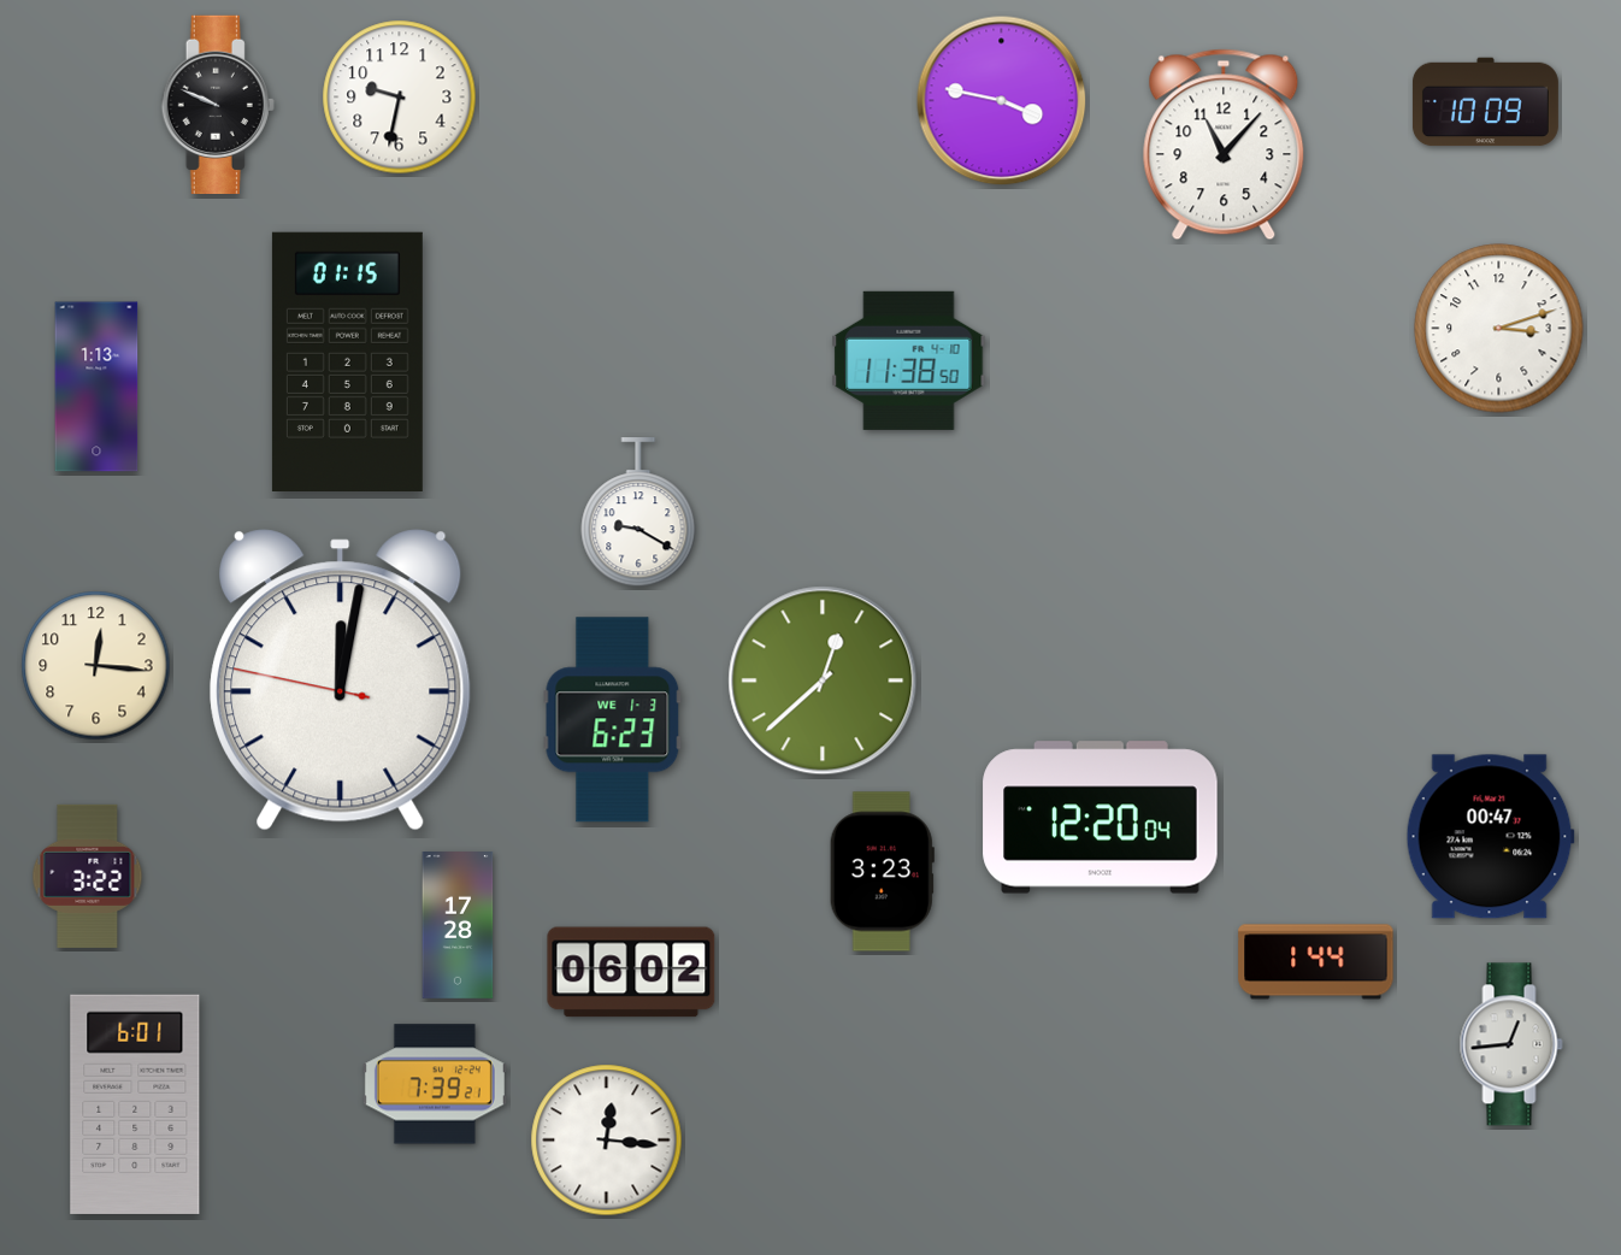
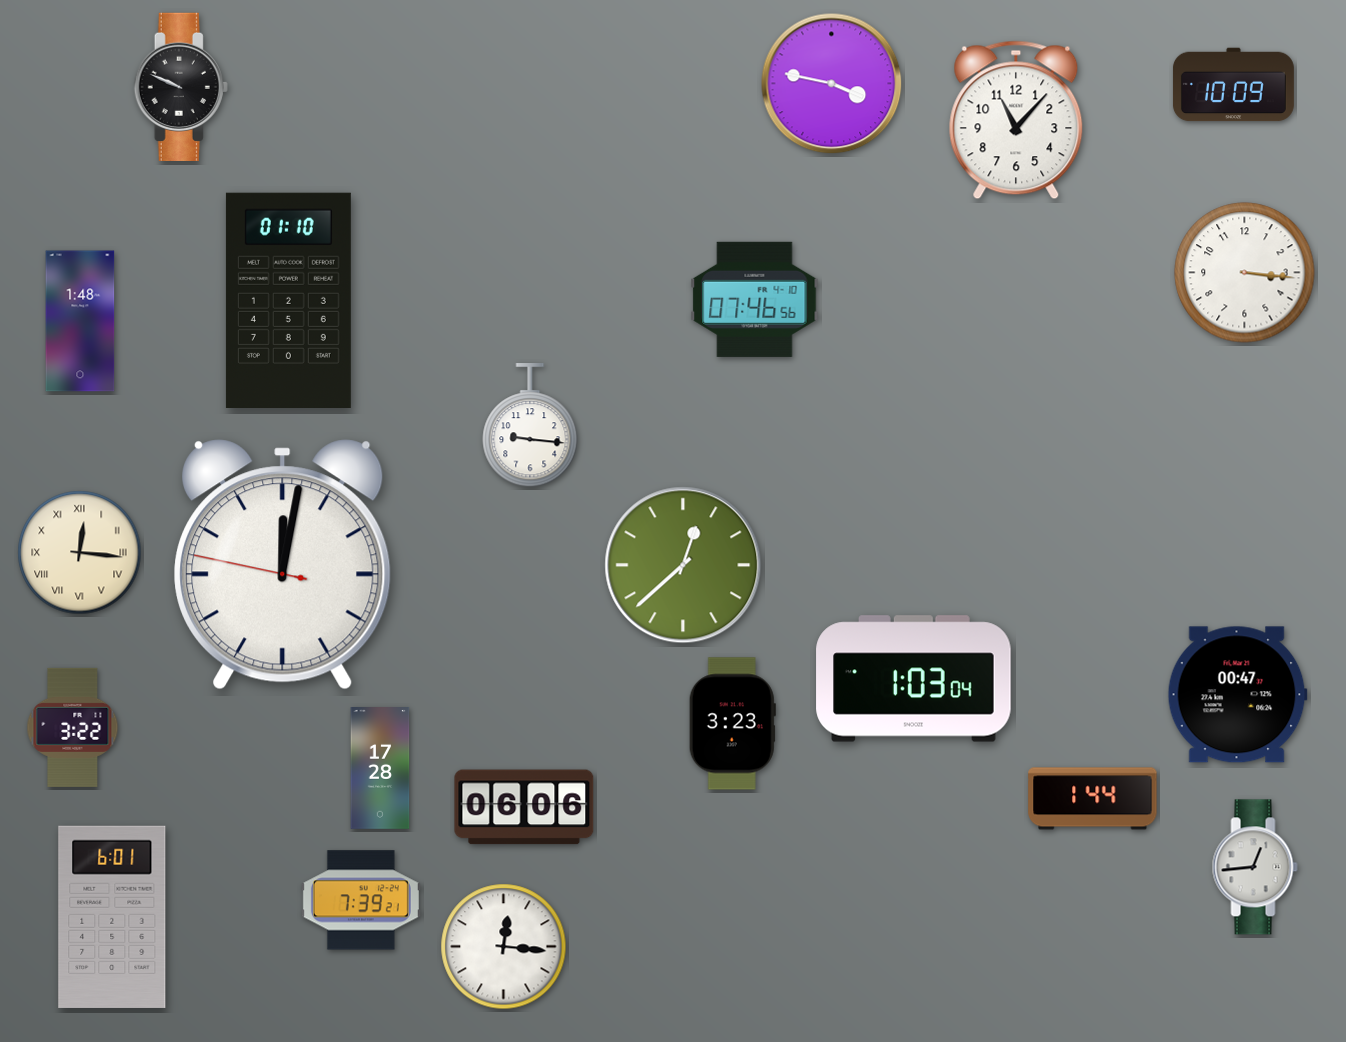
clock at (400, 98): 9:32 -> none
clock at (1499, 329): 3:12 -> 3:16
clock at (909, 360): 11:38 -> 07:46
clock at (347, 361): 01:15 -> 01:10
clock at (96, 387): 1:13 -> 1:48
clock at (638, 513): 9:20 -> 9:16
clock at (96, 666) numerals: Arabic -> Roman
clock at (613, 720): 6:23 -> none
clock at (1101, 818): 12:20 -> 1:03
clock at (631, 972): 06:02 -> 06:06
